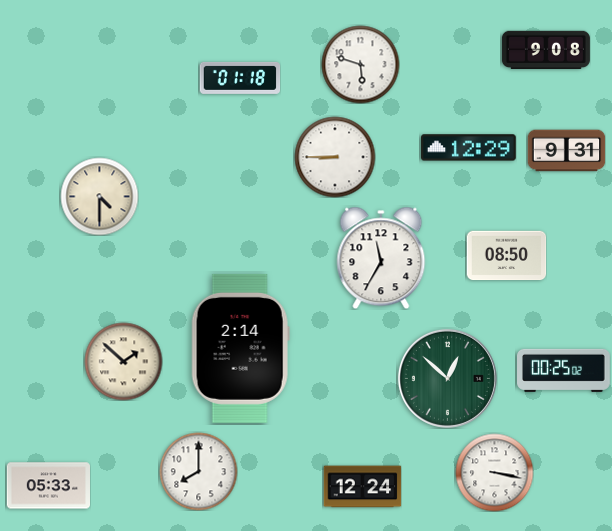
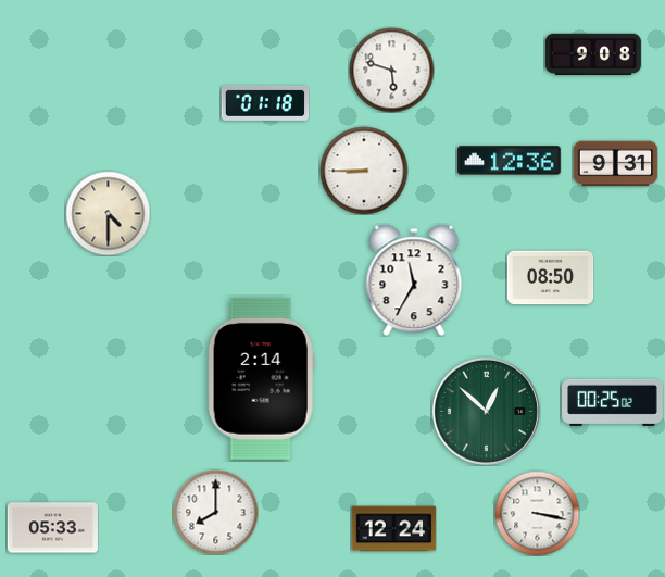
clock at (240, 78) position: (240, 78) -> (265, 103)
clock at (469, 148): 12:29 -> 12:36
clock at (123, 361): 1:52 -> none
